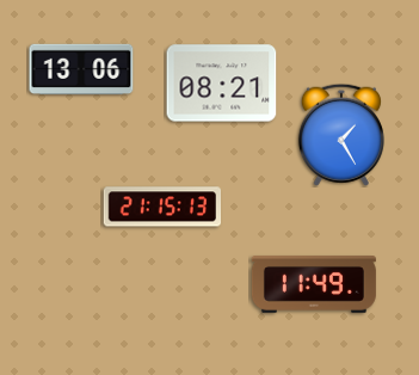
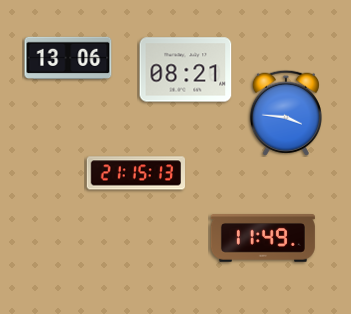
clock at (341, 135): 1:25 -> 3:46
